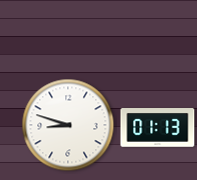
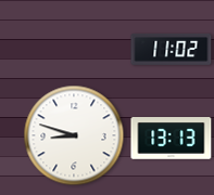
clock at (172, 49): none -> 11:02
clock at (158, 128): 01:13 -> 13:13
